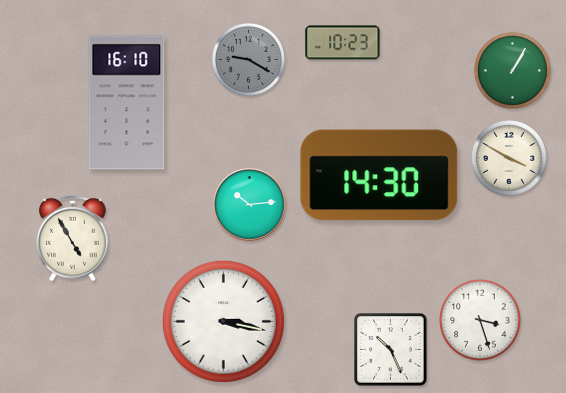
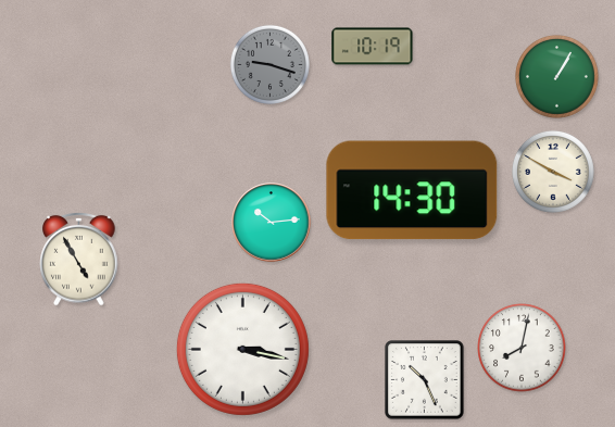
clock at (343, 43): 10:23 -> 10:19
clock at (248, 59): 9:20 -> 9:18
clock at (127, 103): 16:10 -> none
clock at (480, 320): 3:27 -> 8:02
